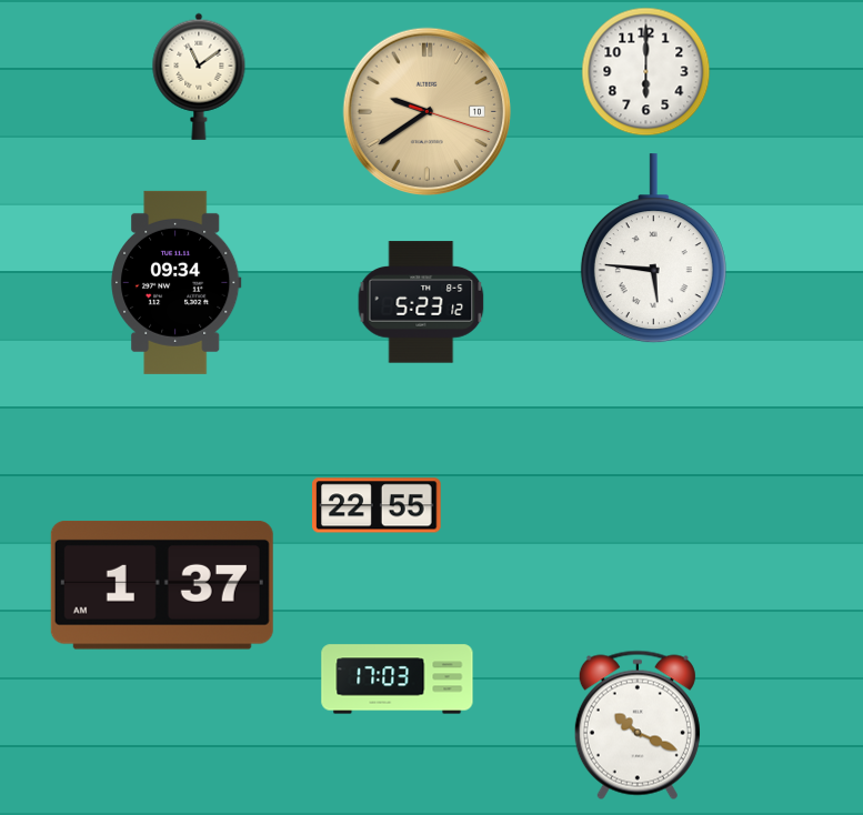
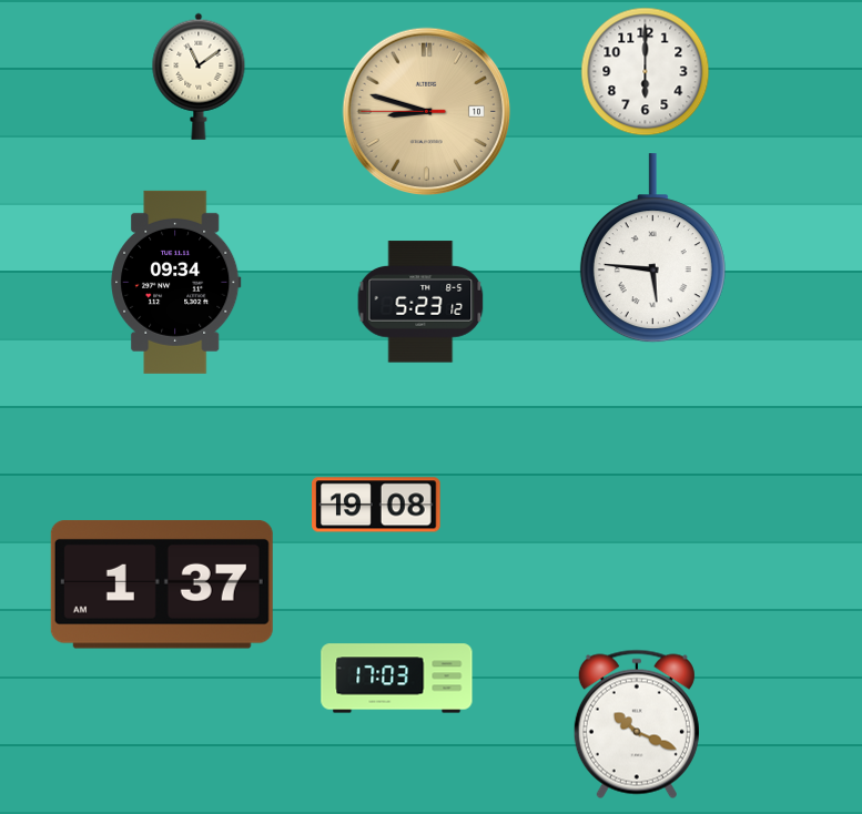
clock at (428, 112): 9:39 -> 8:47
clock at (377, 505): 22:55 -> 19:08
